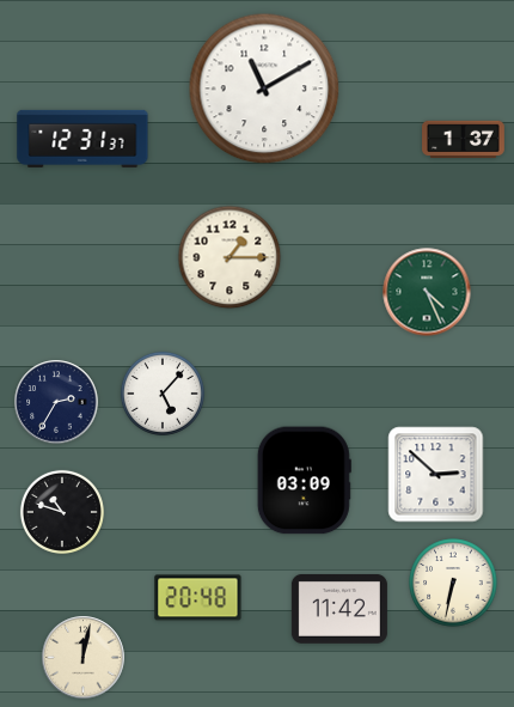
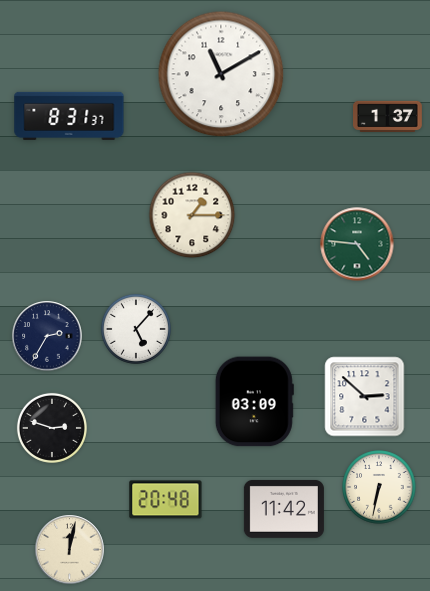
clock at (82, 139): 12:31 -> 8:31
clock at (427, 292): 4:26 -> 4:46
clock at (62, 512): 10:48 -> 2:48
